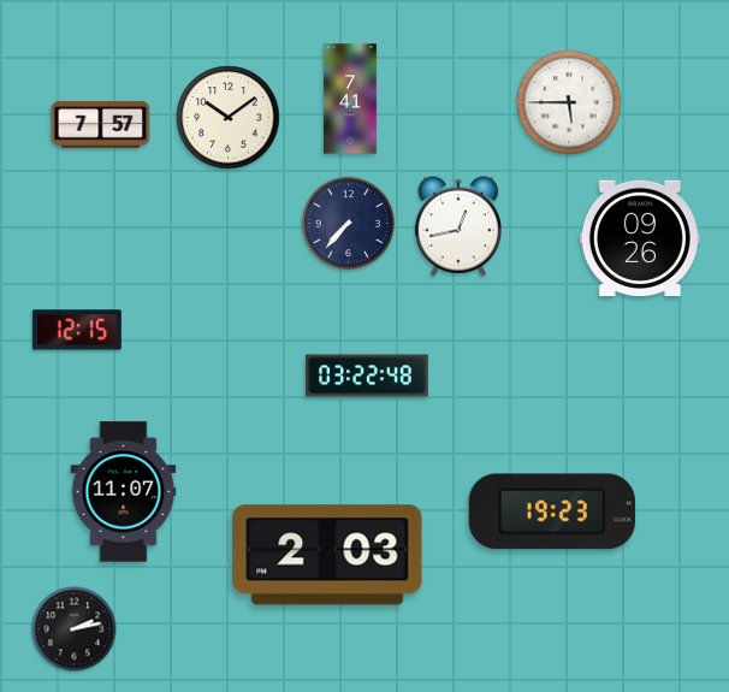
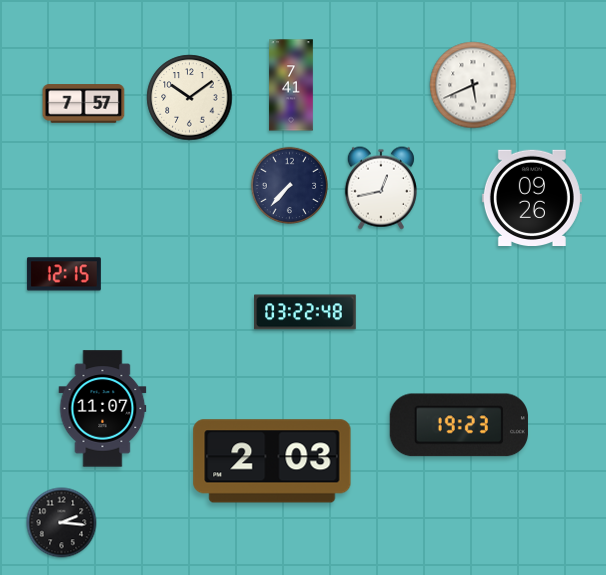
clock at (350, 99) position: (350, 99) -> (291, 85)
clock at (569, 102): 5:45 -> 5:41
clock at (75, 629): 2:13 -> 2:16
